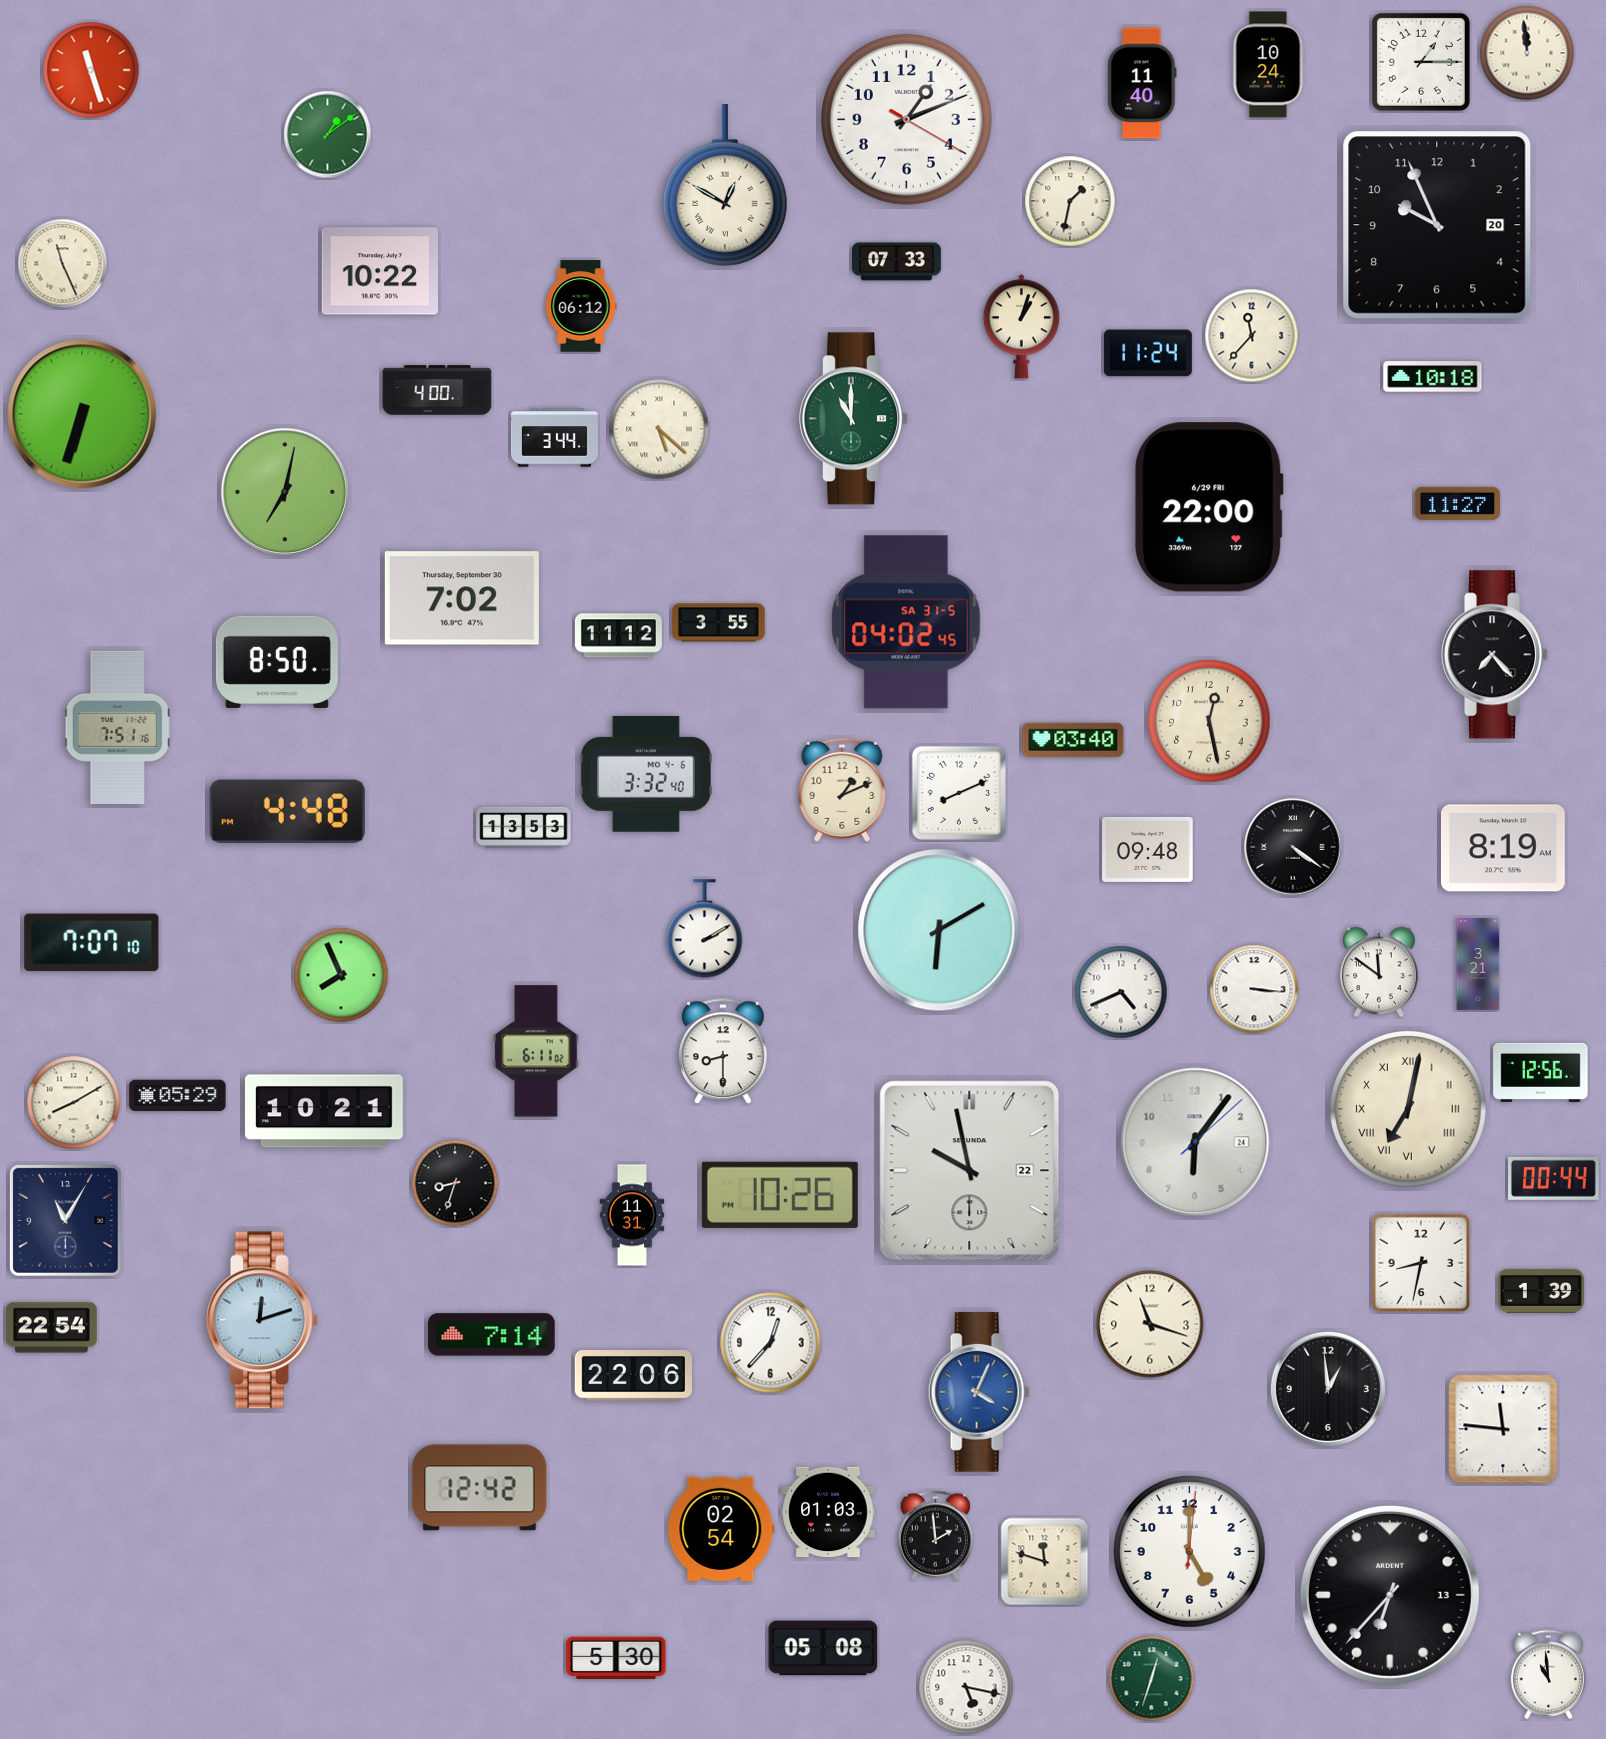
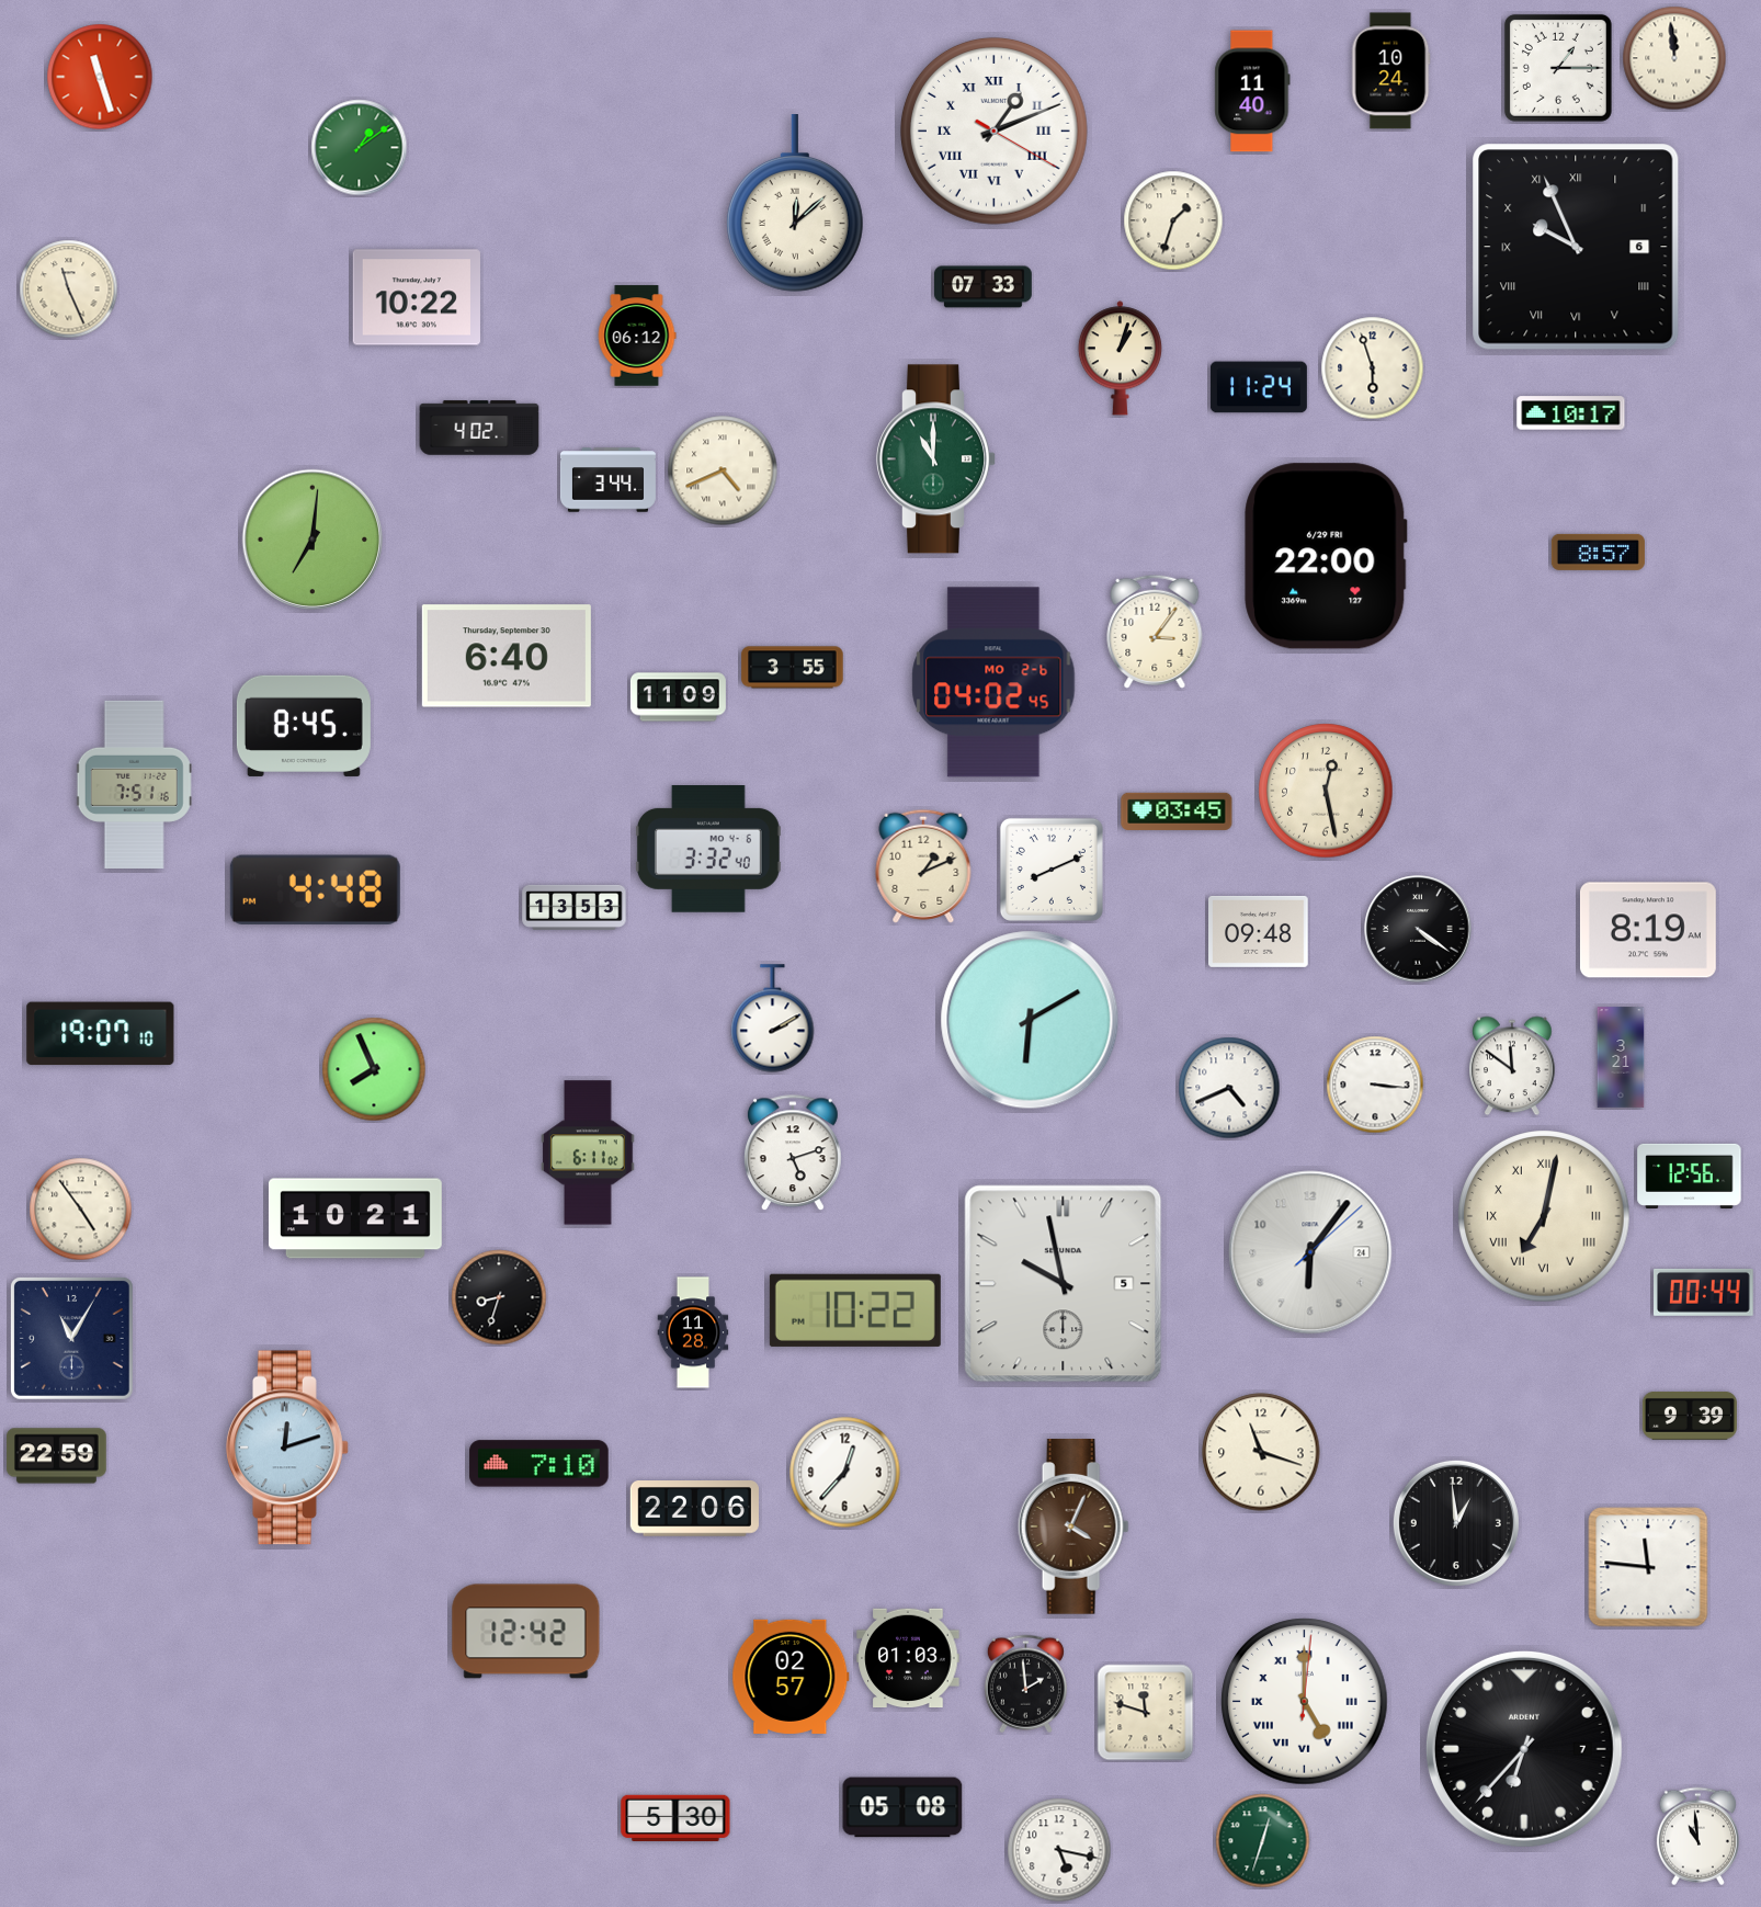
clock at (906, 119) numerals: Arabic -> Roman
clock at (725, 185): 12:50 -> 12:08
clock at (1070, 201): 1:32 -> 1:33
clock at (1437, 225) date: 20 -> 6
clock at (1437, 225) numerals: Arabic -> Roman
clock at (1252, 336): 11:37 -> 5:57
clock at (1433, 377): 10:18 -> 10:17
clock at (437, 390): 4:00 -> 4:02
clock at (82, 414): 6:33 -> none
clock at (659, 429): 5:22 -> 4:41
clock at (285, 492): 7:02 -> 7:01
clock at (1457, 503): 11:27 -> 8:57
clock at (1155, 632): none -> 3:06
clock at (462, 598): 7:02 -> 6:40
clock at (906, 622) date: SA 31-5 -> MO 2-6
clock at (719, 623) position: (719, 623) -> (793, 668)
clock at (618, 636): 11:12 -> 11:09
clock at (1495, 655): 7:23 -> none
clock at (277, 662): 8:50 -> 8:45
clock at (117, 727) position: (117, 727) -> (134, 784)
clock at (1073, 740): 03:40 -> 03:45
clock at (92, 943): 7:07 -> 19:07
clock at (724, 1052): 8:30 -> 5:12
clock at (178, 1096): 05:29 -> none
clock at (74, 1103): 8:10 -> 4:54
clock at (970, 1171) date: 22 -> 5
clock at (780, 1195): 10:26 -> 10:22
clock at (632, 1215): 11:31 -> 11:28
clock at (1421, 1263): 8:32 -> none
clock at (1541, 1292): 1:39 -> 9:39
clock at (52, 1328): 22:54 -> 22:59
clock at (492, 1335): 7:14 -> 7:10
clock at (979, 1393) dial: blue -> brown
clock at (721, 1529): 02:54 -> 02:57
clock at (1190, 1552) numerals: Arabic -> Roman
clock at (1390, 1595) date: 13 -> 7
